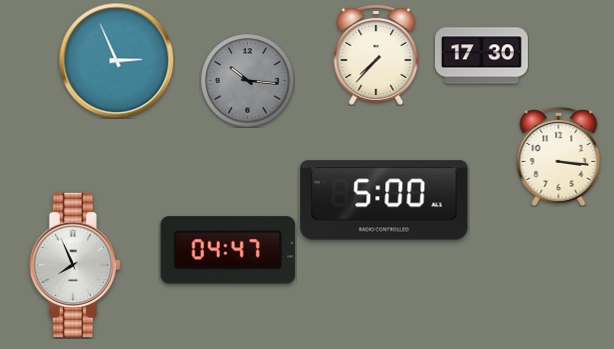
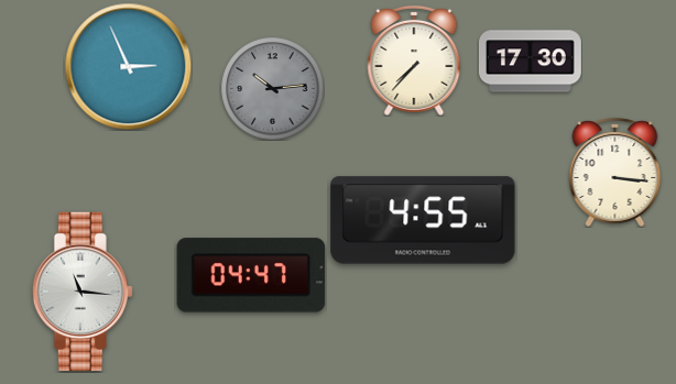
clock at (247, 80): 10:16 -> 10:14
clock at (384, 200): 5:00 -> 4:55
clock at (75, 265): 7:56 -> 11:16
